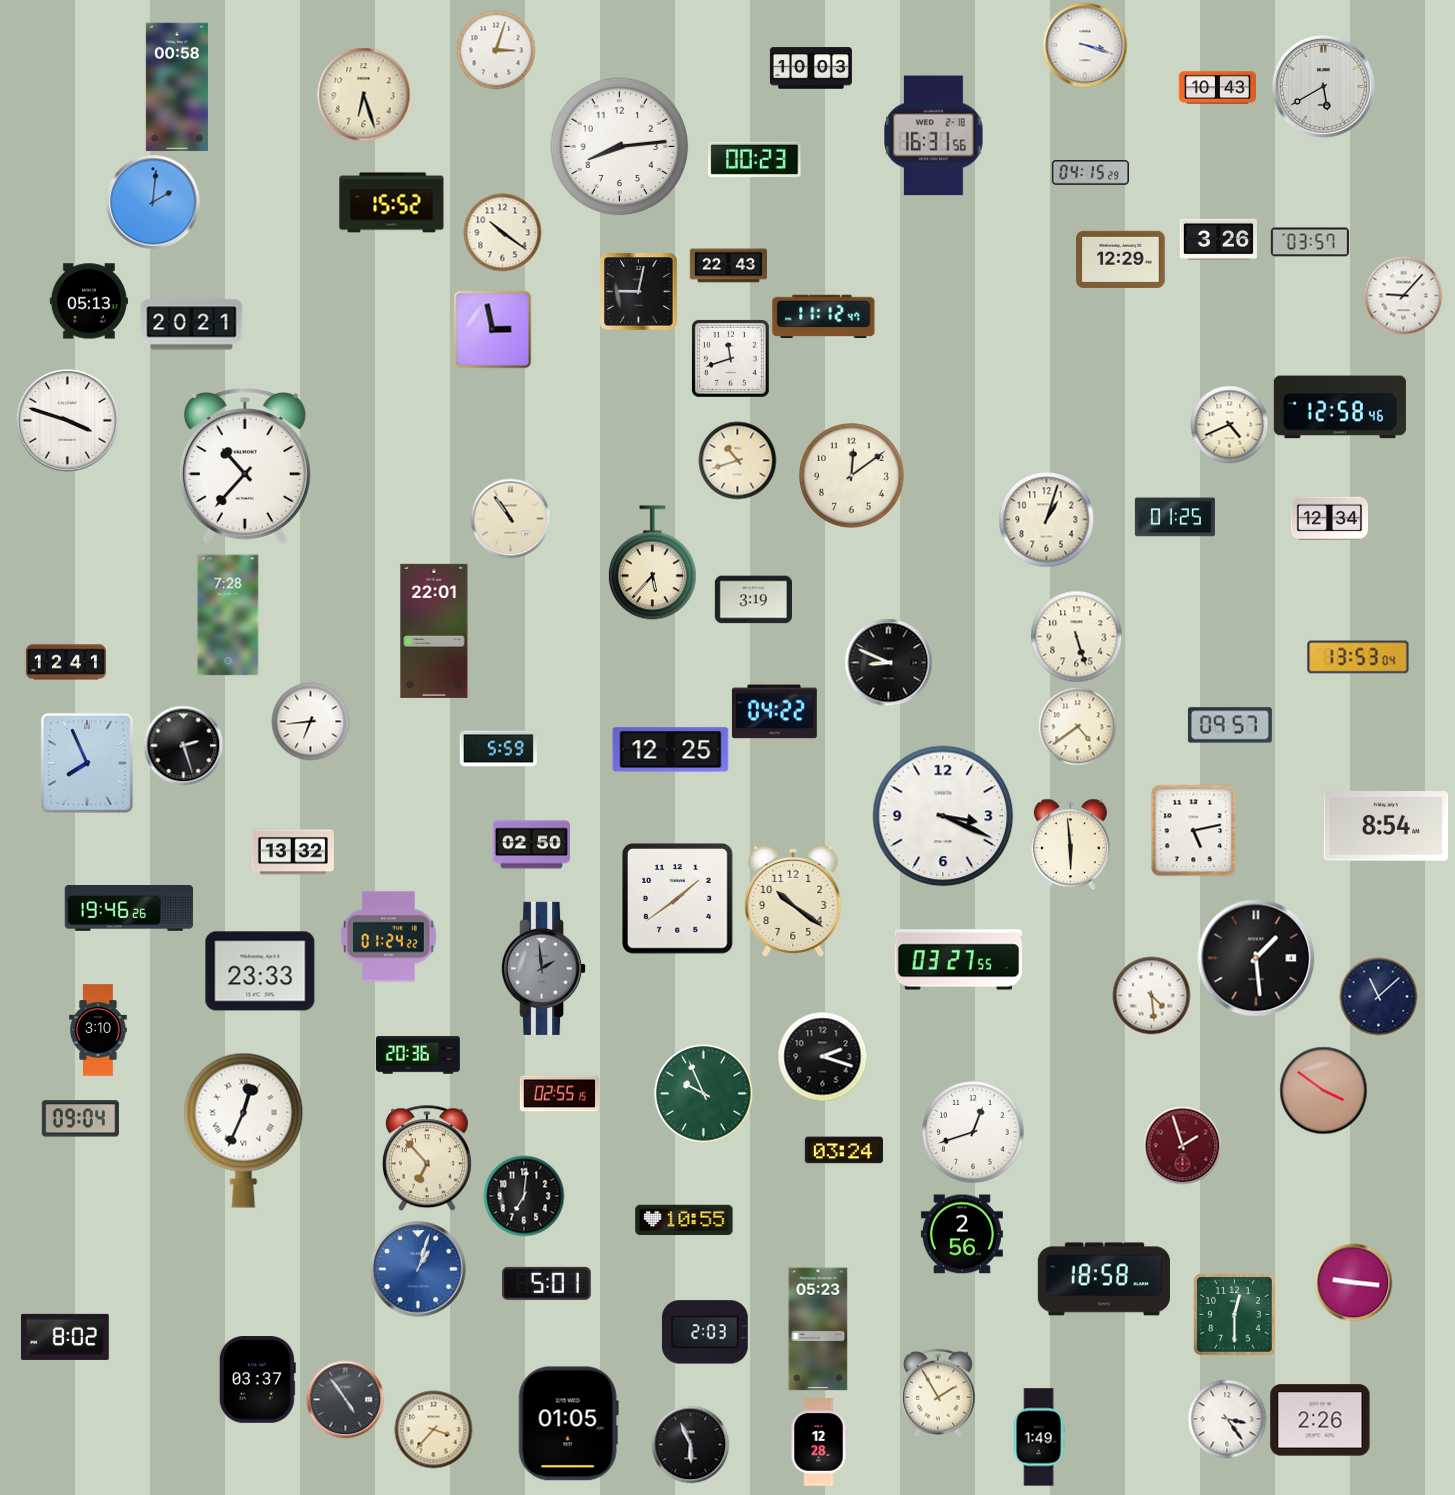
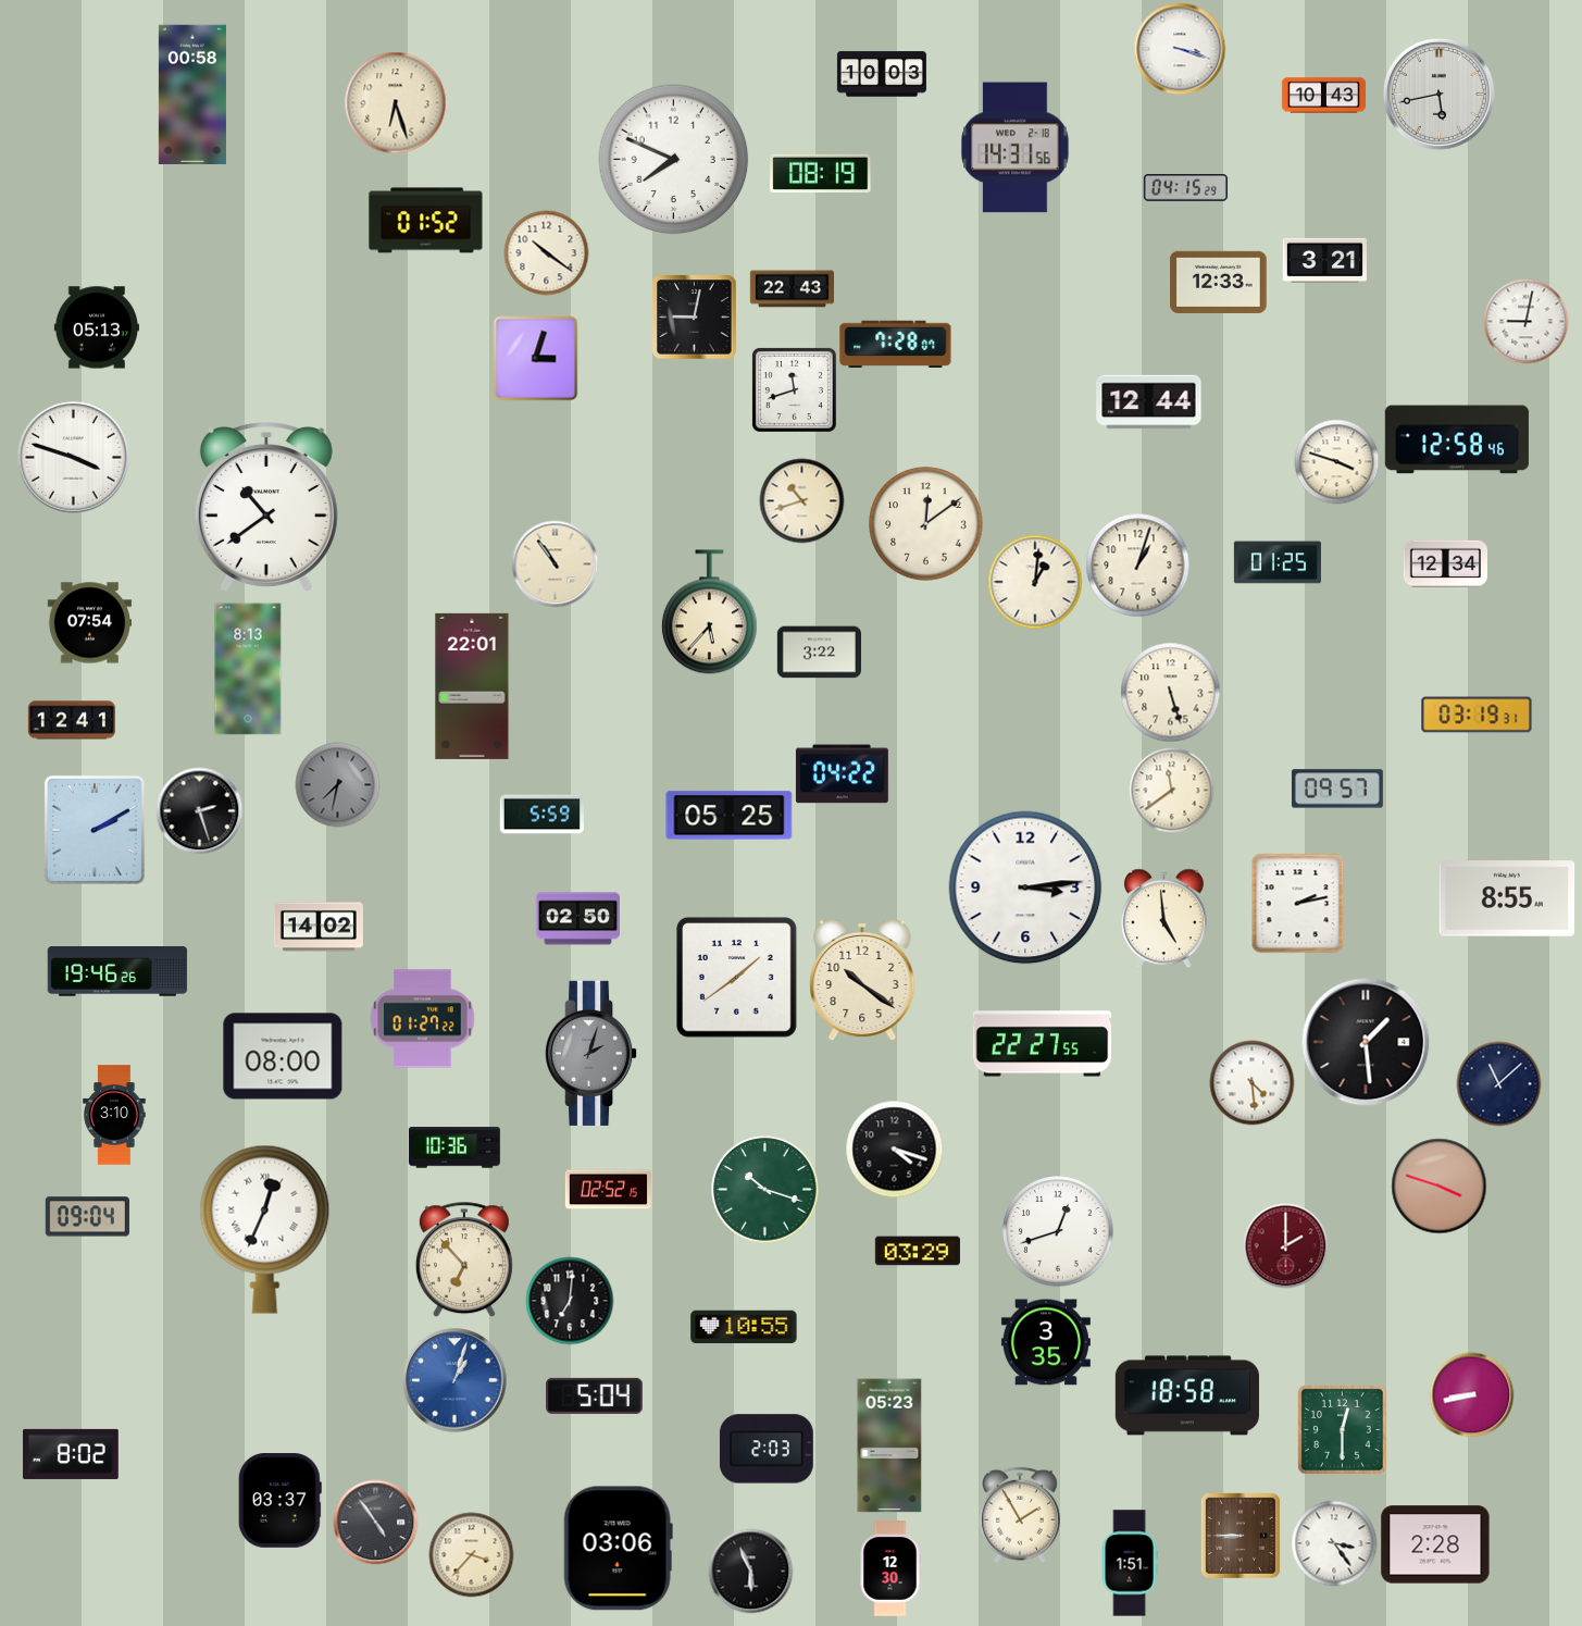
clock at (496, 50): 3:03 -> none
clock at (1323, 86): 5:40 -> 5:43
clock at (934, 136): 16:31 -> 14:31
clock at (620, 147): 8:14 -> 7:49
clock at (755, 159): 00:23 -> 08:19
clock at (153, 202): 2:01 -> none
clock at (392, 203): 15:52 -> 01:52
clock at (1218, 239): 3:26 -> 3:21
clock at (1310, 242): 03:57 -> none
clock at (1121, 259): 12:29 -> 12:33
clock at (1403, 295): 9:07 -> 9:02
clock at (824, 317): 11:12 -> 7:28
clock at (192, 325): 20:21 -> none
clock at (492, 329): 2:58 -> 3:03
clock at (1149, 402): none -> 12:44
clock at (1340, 407) position: (1340, 407) -> (1457, 439)
clock at (1229, 424): 4:41 -> 3:48
clock at (245, 466): 10:37 -> 10:39
clock at (852, 476) position: (852, 476) -> (926, 524)
clock at (1035, 582): none -> 1:01
clock at (89, 623): none -> 07:54
clock at (753, 600): 3:19 -> 3:22
clock at (228, 615): 7:28 -> 8:13
clock at (1358, 657): 13:53 -> 03:19
clock at (888, 662): 8:49 -> none
clock at (310, 721): 6:44 -> 7:32
clock at (310, 721) dial: white -> grey
clock at (1077, 726): 4:39 -> 11:39
clock at (671, 750): 12:25 -> 05:25
clock at (87, 763): 7:56 -> 2:10
clock at (943, 816): 3:19 -> 3:14
clock at (1386, 826): 8:54 -> 8:55
clock at (1194, 830): 5:13 -> 2:13
clock at (1070, 844): 5:59 -> 4:59
clock at (293, 852): 13:32 -> 14:02
clock at (129, 908) position: (129, 908) -> (117, 971)
clock at (389, 937): 01:24 -> 01:27
clock at (959, 960): 03:27 -> 22:27
clock at (544, 968): 1:59 -> 2:03
clock at (260, 971): 23:33 -> 08:00
clock at (98, 1030) position: (98, 1030) -> (114, 1115)
clock at (418, 1055): 20:36 -> 10:36
clock at (822, 1056): 2:18 -> 4:18
clock at (1323, 1090): 3:51 -> 3:48
clock at (559, 1094): 02:55 -> 02:52
clock at (704, 1094): 9:56 -> 10:18
clock at (1182, 1145): 1:57 -> 2:00
clock at (844, 1150): 03:24 -> 03:29
clock at (962, 1234): 2:56 -> 3:35
clock at (1104, 1279) position: (1104, 1279) -> (1187, 1395)
clock at (1353, 1282): 9:16 -> 8:43
clock at (547, 1283): 5:01 -> 5:04
clock at (1241, 1536): none -> 8:45
clock at (1320, 1420): 2:26 -> 2:28
clock at (568, 1424): 01:05 -> 03:06
clock at (1039, 1437): 1:49 -> 1:51
clock at (819, 1442): 12:28 -> 12:30
